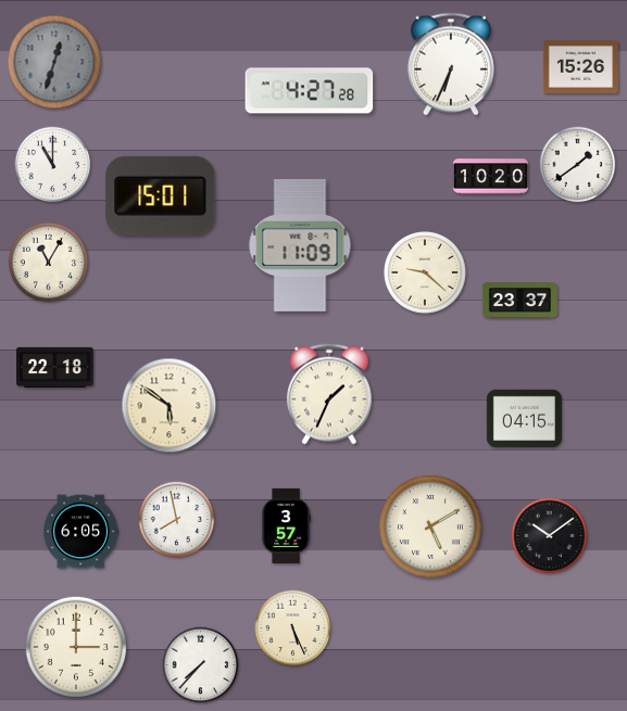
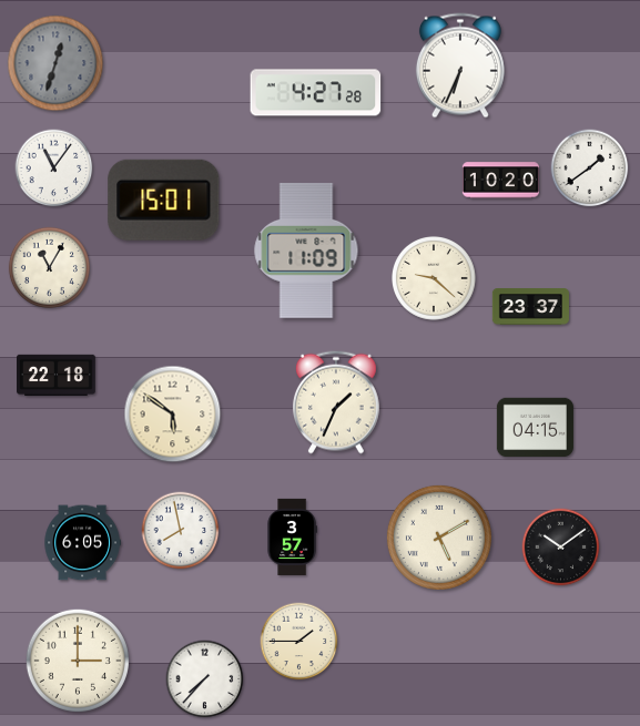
clock at (580, 66): 15:26 -> none
clock at (53, 165): 11:00 -> 11:06
clock at (293, 629): 5:26 -> 1:45
